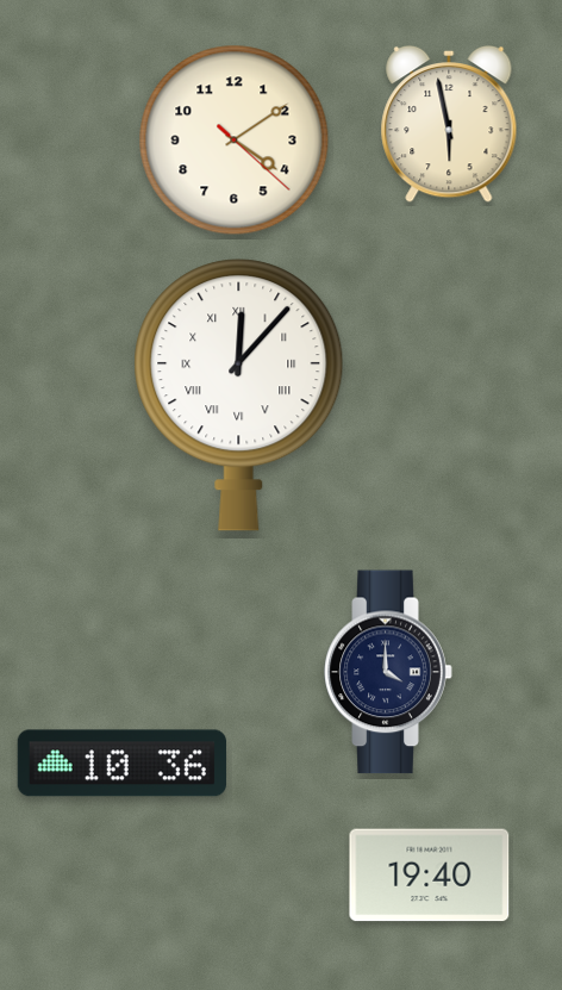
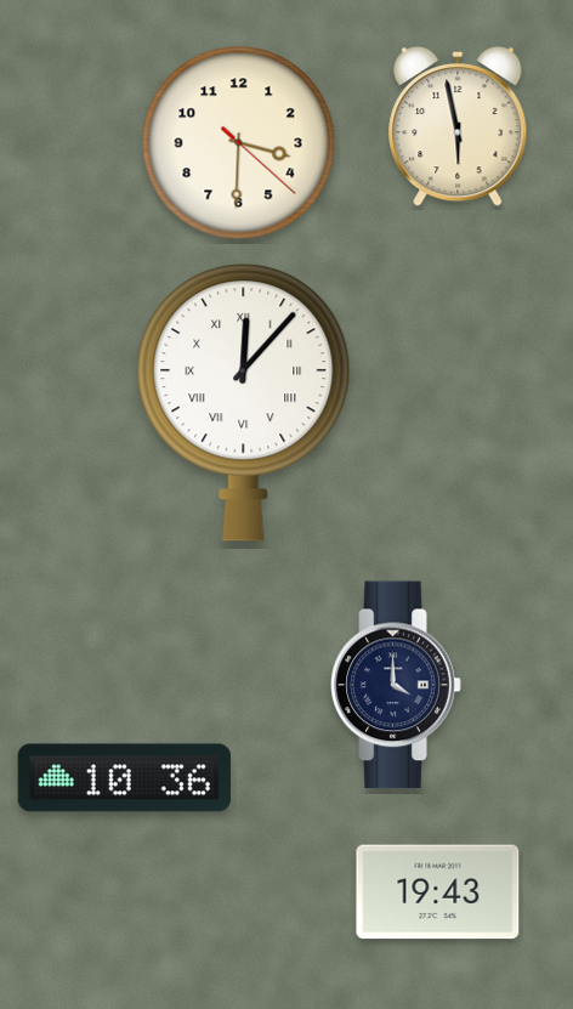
clock at (235, 141): 4:09 -> 3:30
clock at (430, 876): 19:40 -> 19:43
